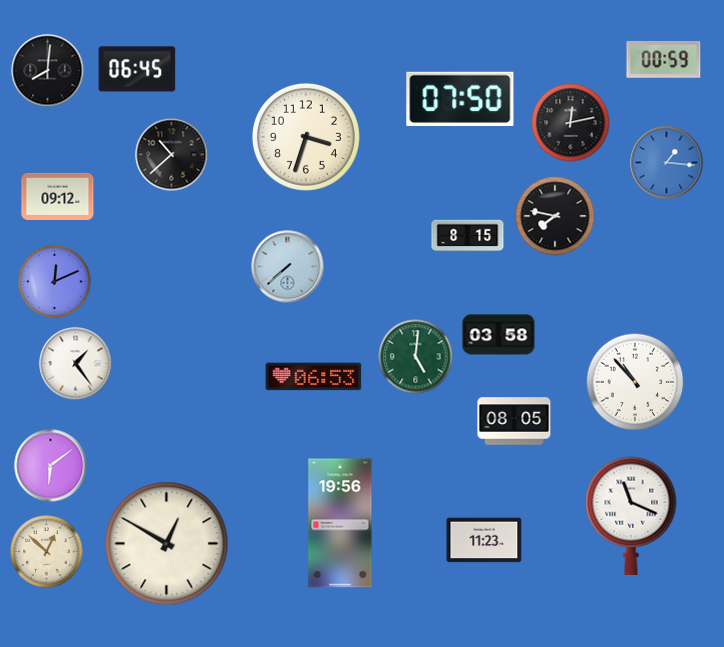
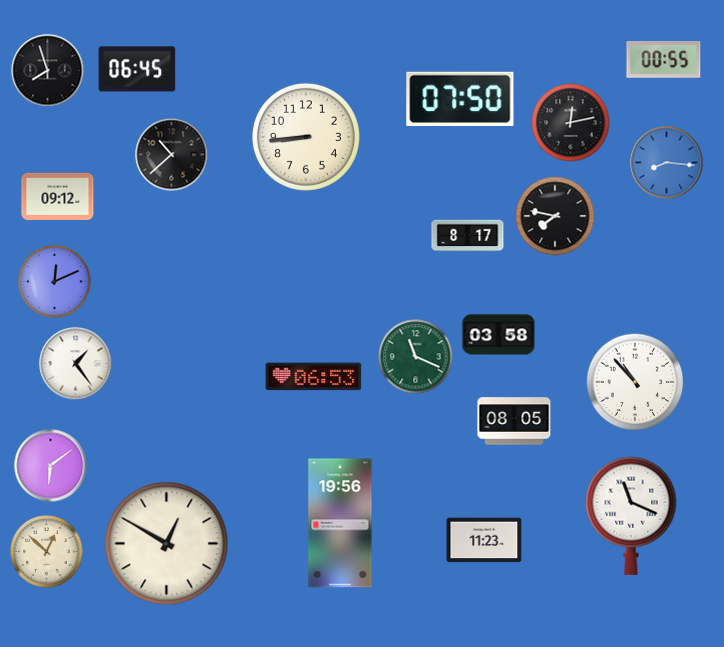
clock at (664, 59): 00:59 -> 00:55
clock at (48, 71): 8:01 -> 7:57
clock at (306, 137): 3:33 -> 8:44
clock at (667, 163): 1:16 -> 8:16
clock at (468, 236): 8:15 -> 8:17
clock at (288, 267): 7:38 -> none
clock at (416, 357): 5:01 -> 11:19
